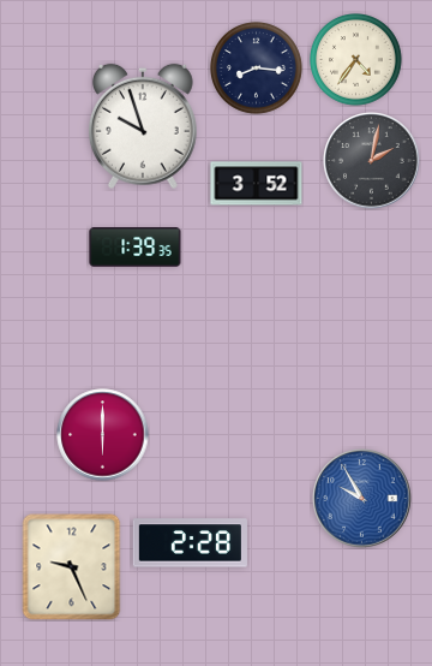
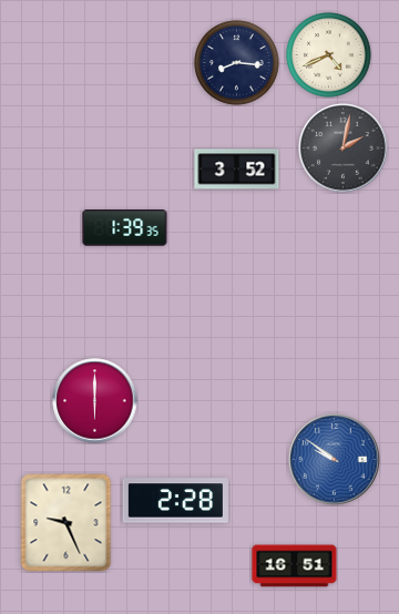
clock at (356, 60): 4:36 -> 4:41
clock at (143, 126): 9:57 -> none
clock at (362, 499): 9:55 -> 9:51
clock at (295, 566): none -> 16:51
